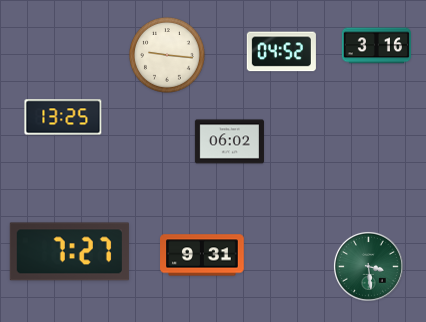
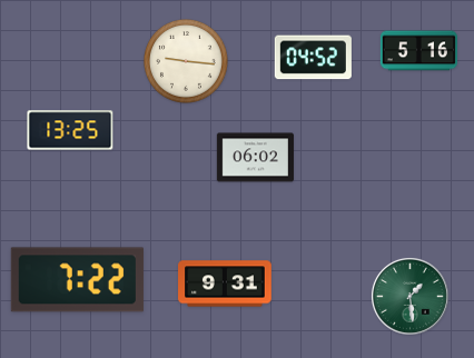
clock at (376, 46): 3:16 -> 5:16
clock at (69, 252): 7:27 -> 7:22
clock at (368, 266): 3:29 -> 1:29
